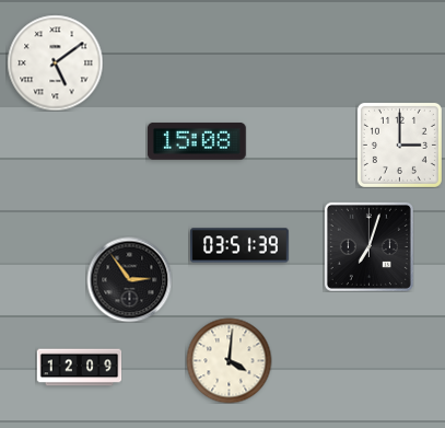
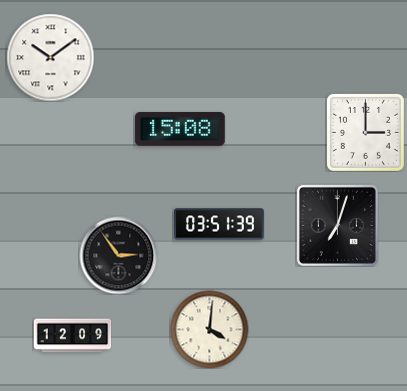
clock at (55, 62): 5:09 -> 10:09
